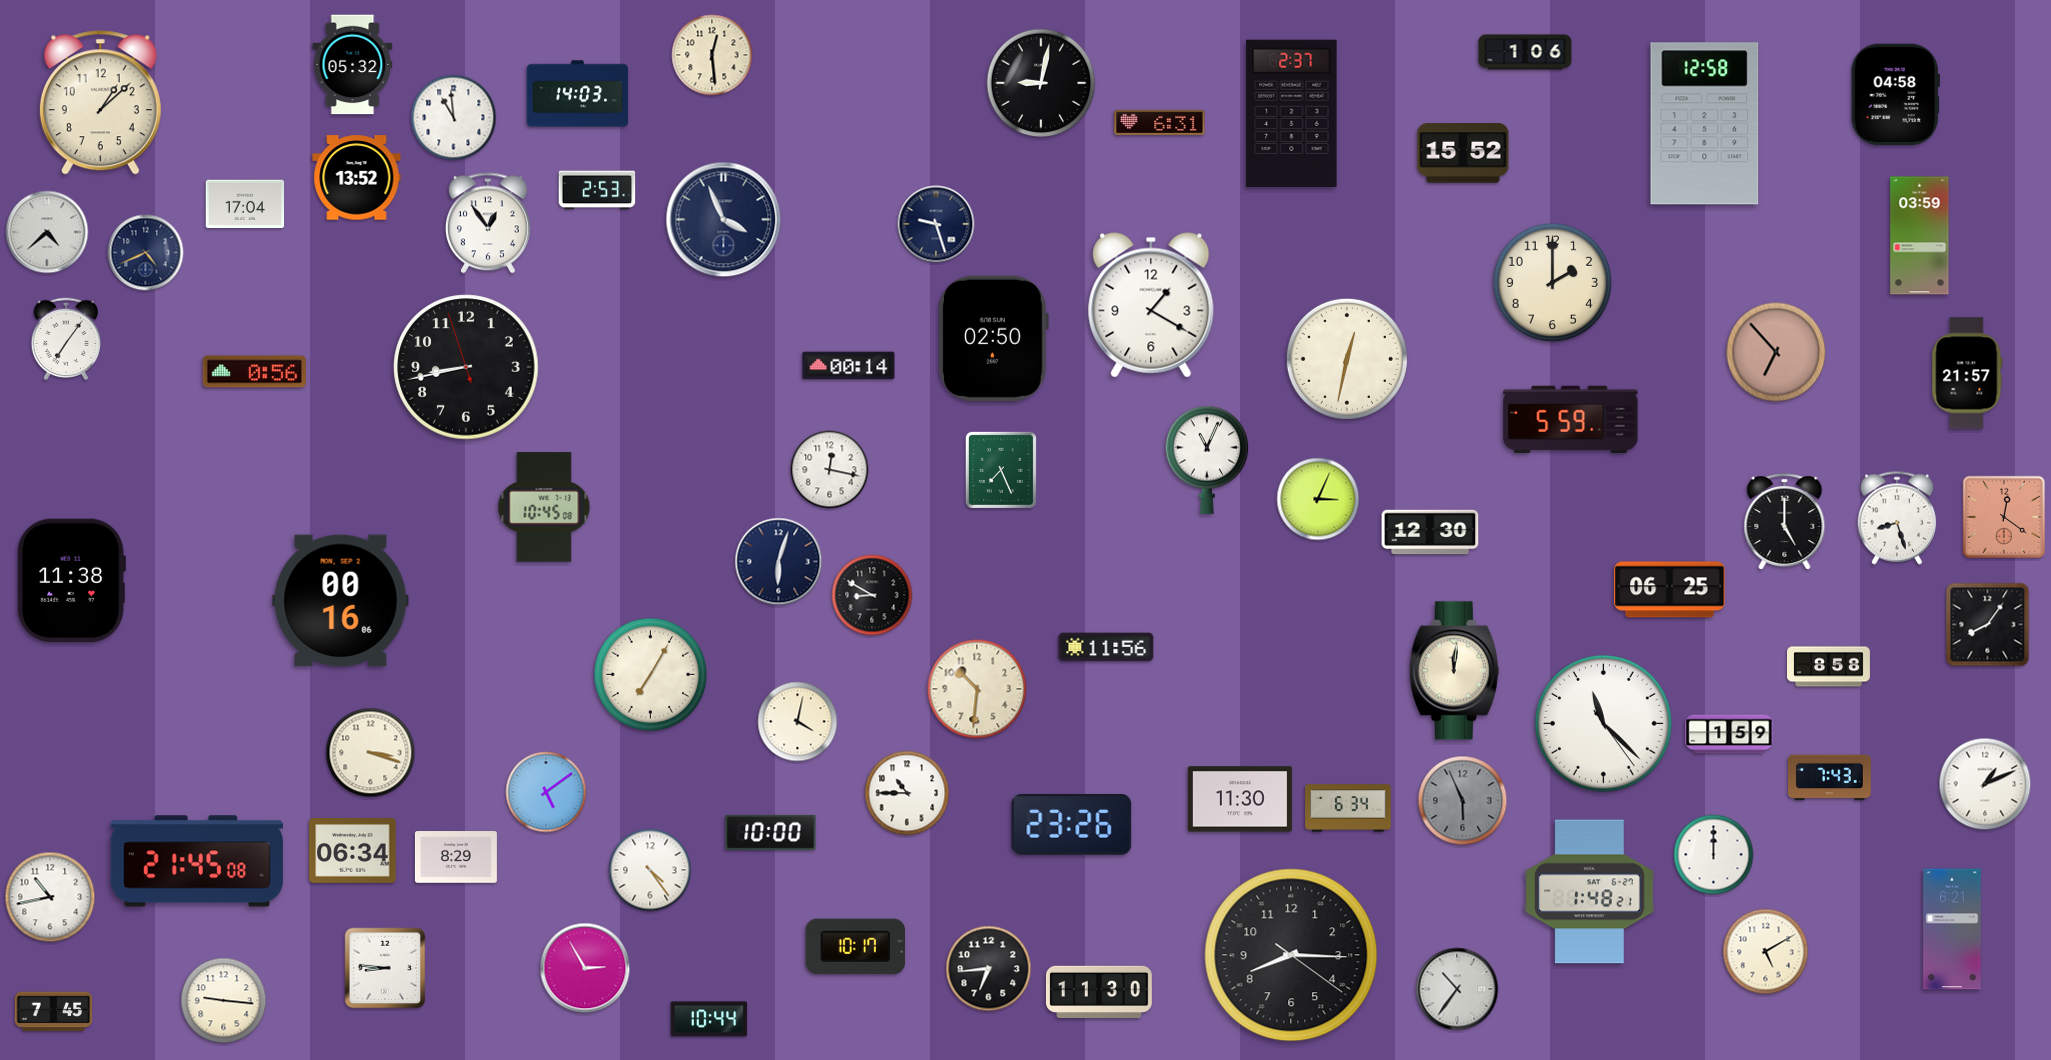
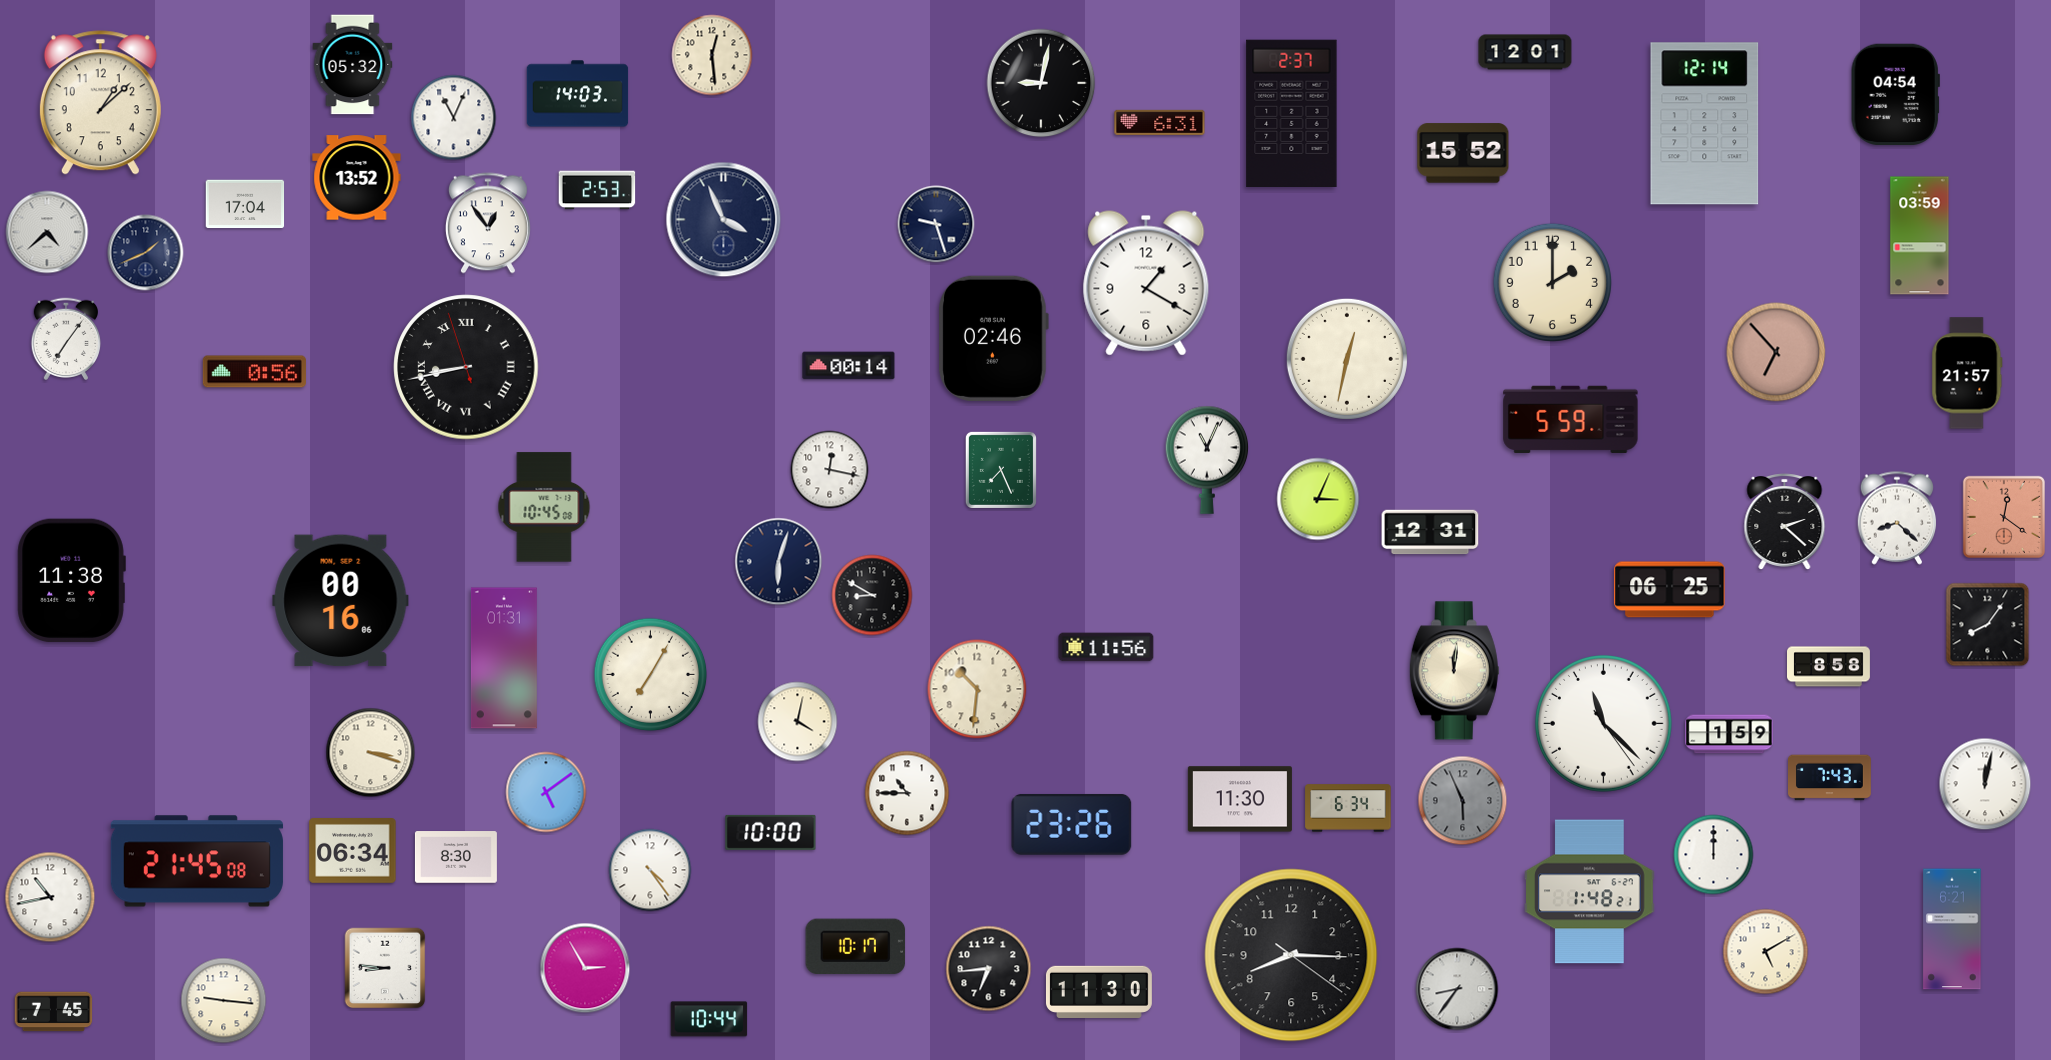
clock at (1525, 52): 1:06 -> 12:01
clock at (1895, 94): 04:58 -> 04:54
clock at (454, 118): 10:59 -> 11:04
clock at (1705, 124): 12:58 -> 12:14
clock at (146, 253): 4:41 -> 1:41
clock at (1151, 305) position: (1151, 305) -> (1146, 283)
clock at (993, 338): 02:50 -> 02:46
clock at (466, 367) numerals: Arabic -> Roman
clock at (1897, 518): 8:27 -> 8:22
clock at (1785, 522): 5:00 -> 2:22
clock at (1430, 532): 12:30 -> 12:31
clock at (504, 658): none -> 01:31
clock at (1985, 784): 1:11 -> 12:02
clock at (456, 857): 8:29 -> 8:30
clock at (1457, 989): 10:36 -> 8:36
